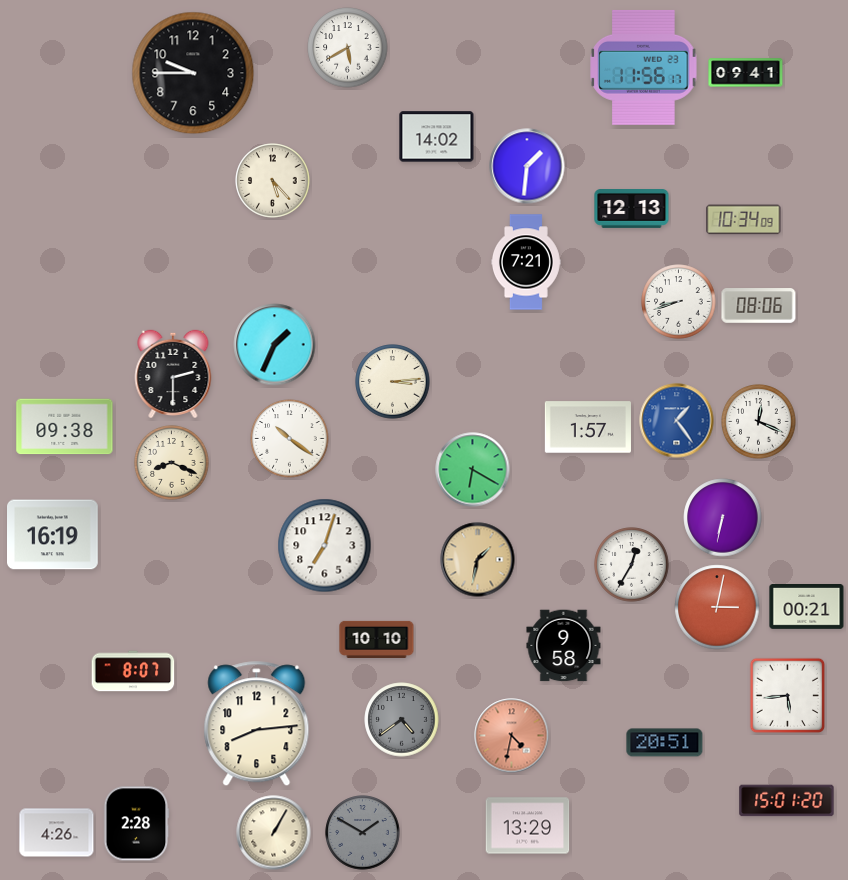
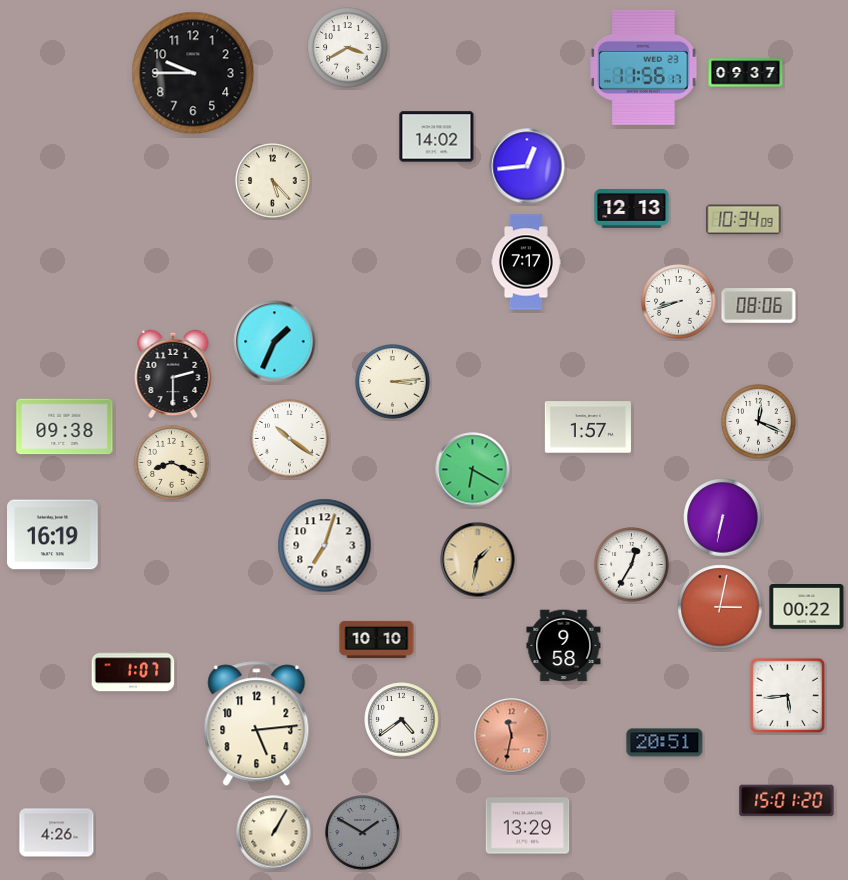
clock at (348, 48): 5:40 -> 3:40
clock at (746, 73): 09:41 -> 09:37
clock at (527, 166): 1:31 -> 12:44
clock at (526, 262): 7:21 -> 7:17
clock at (275, 345) position: (275, 345) -> (275, 342)
clock at (677, 421): 1:24 -> none
clock at (717, 607) position: (717, 607) -> (720, 607)
clock at (807, 607): 00:21 -> 00:22
clock at (133, 671): 8:07 -> 1:07
clock at (402, 720) dial: grey -> white
clock at (257, 724): 8:14 -> 5:14
clock at (512, 736): 4:32 -> 11:32
clock at (136, 824): 2:28 -> none
